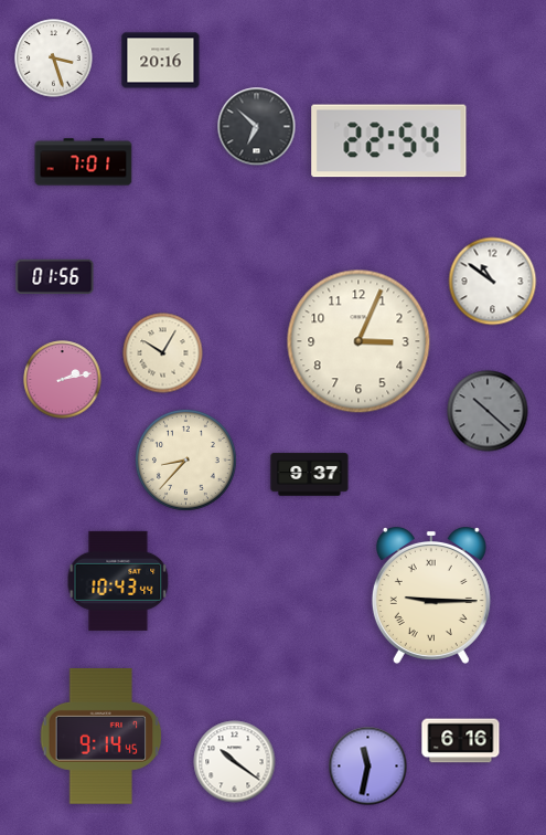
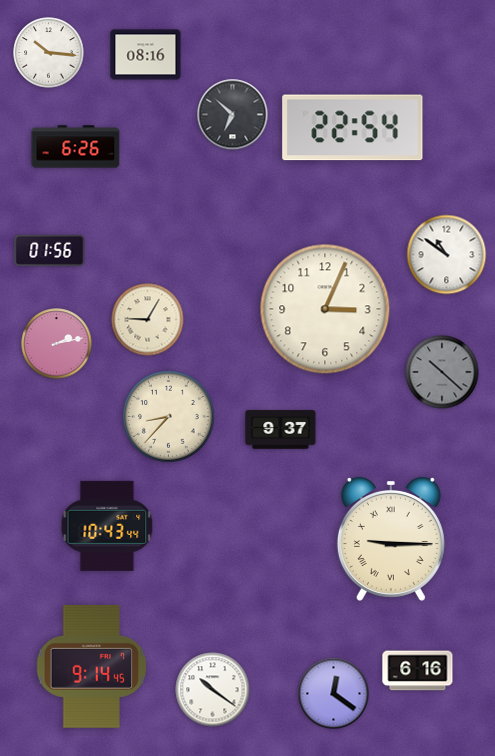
clock at (54, 59): 3:27 -> 10:16
clock at (161, 61): 20:16 -> 08:16
clock at (84, 162): 7:01 -> 6:26
clock at (163, 353): 10:05 -> 9:05
clock at (368, 767): 11:32 -> 12:21
